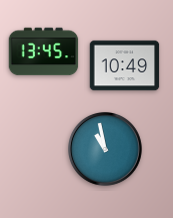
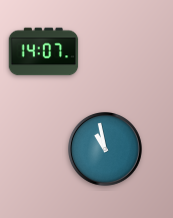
clock at (44, 52): 13:45 -> 14:07
clock at (125, 66): 10:49 -> none
